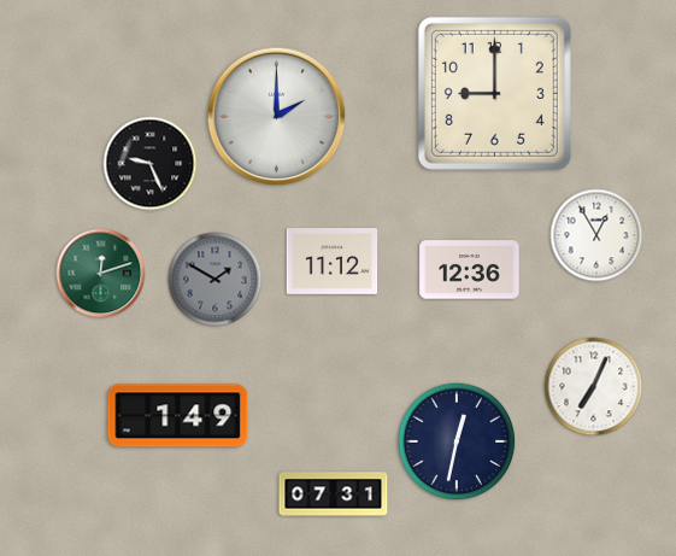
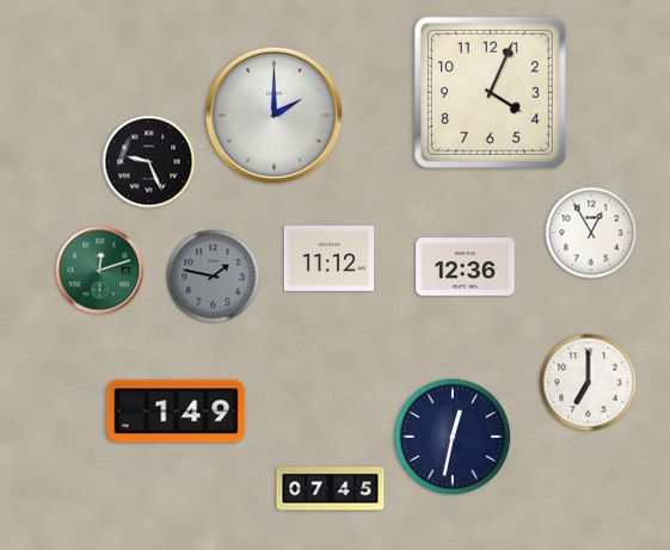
clock at (494, 93): 9:00 -> 4:04
clock at (216, 280): 1:50 -> 1:47
clock at (594, 387): 7:04 -> 7:00
clock at (334, 494): 07:31 -> 07:45
